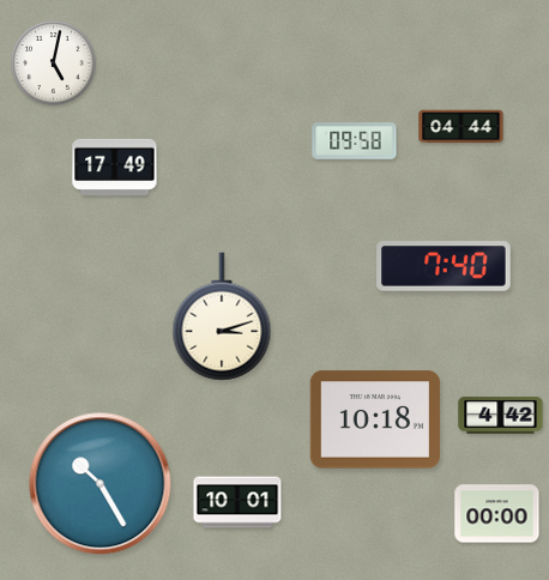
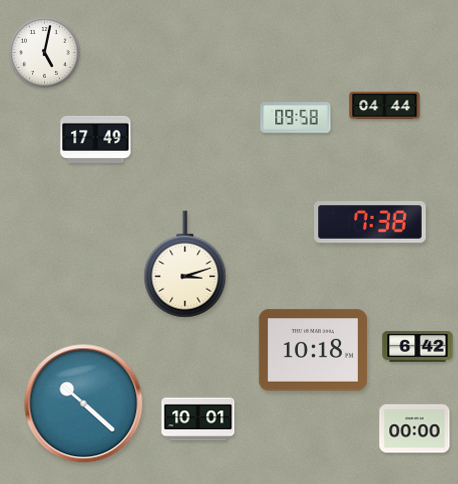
clock at (444, 266): 7:40 -> 7:38
clock at (501, 416): 4:42 -> 6:42
clock at (101, 484): 10:25 -> 10:22
